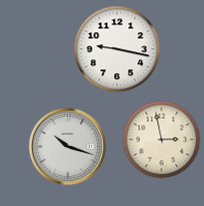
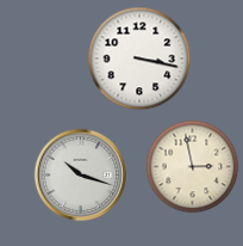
clock at (117, 49): 9:17 -> 3:17
